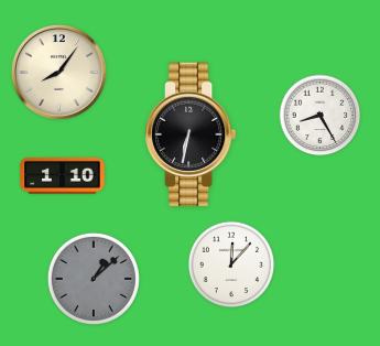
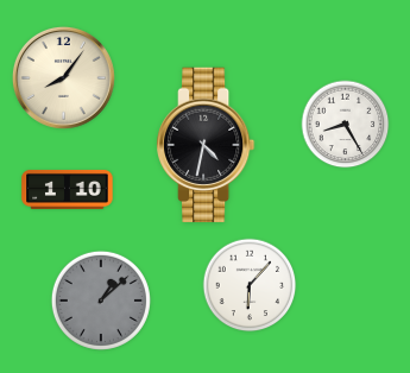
clock at (192, 134): 6:32 -> 4:32
clock at (231, 264): 12:07 -> 6:07
